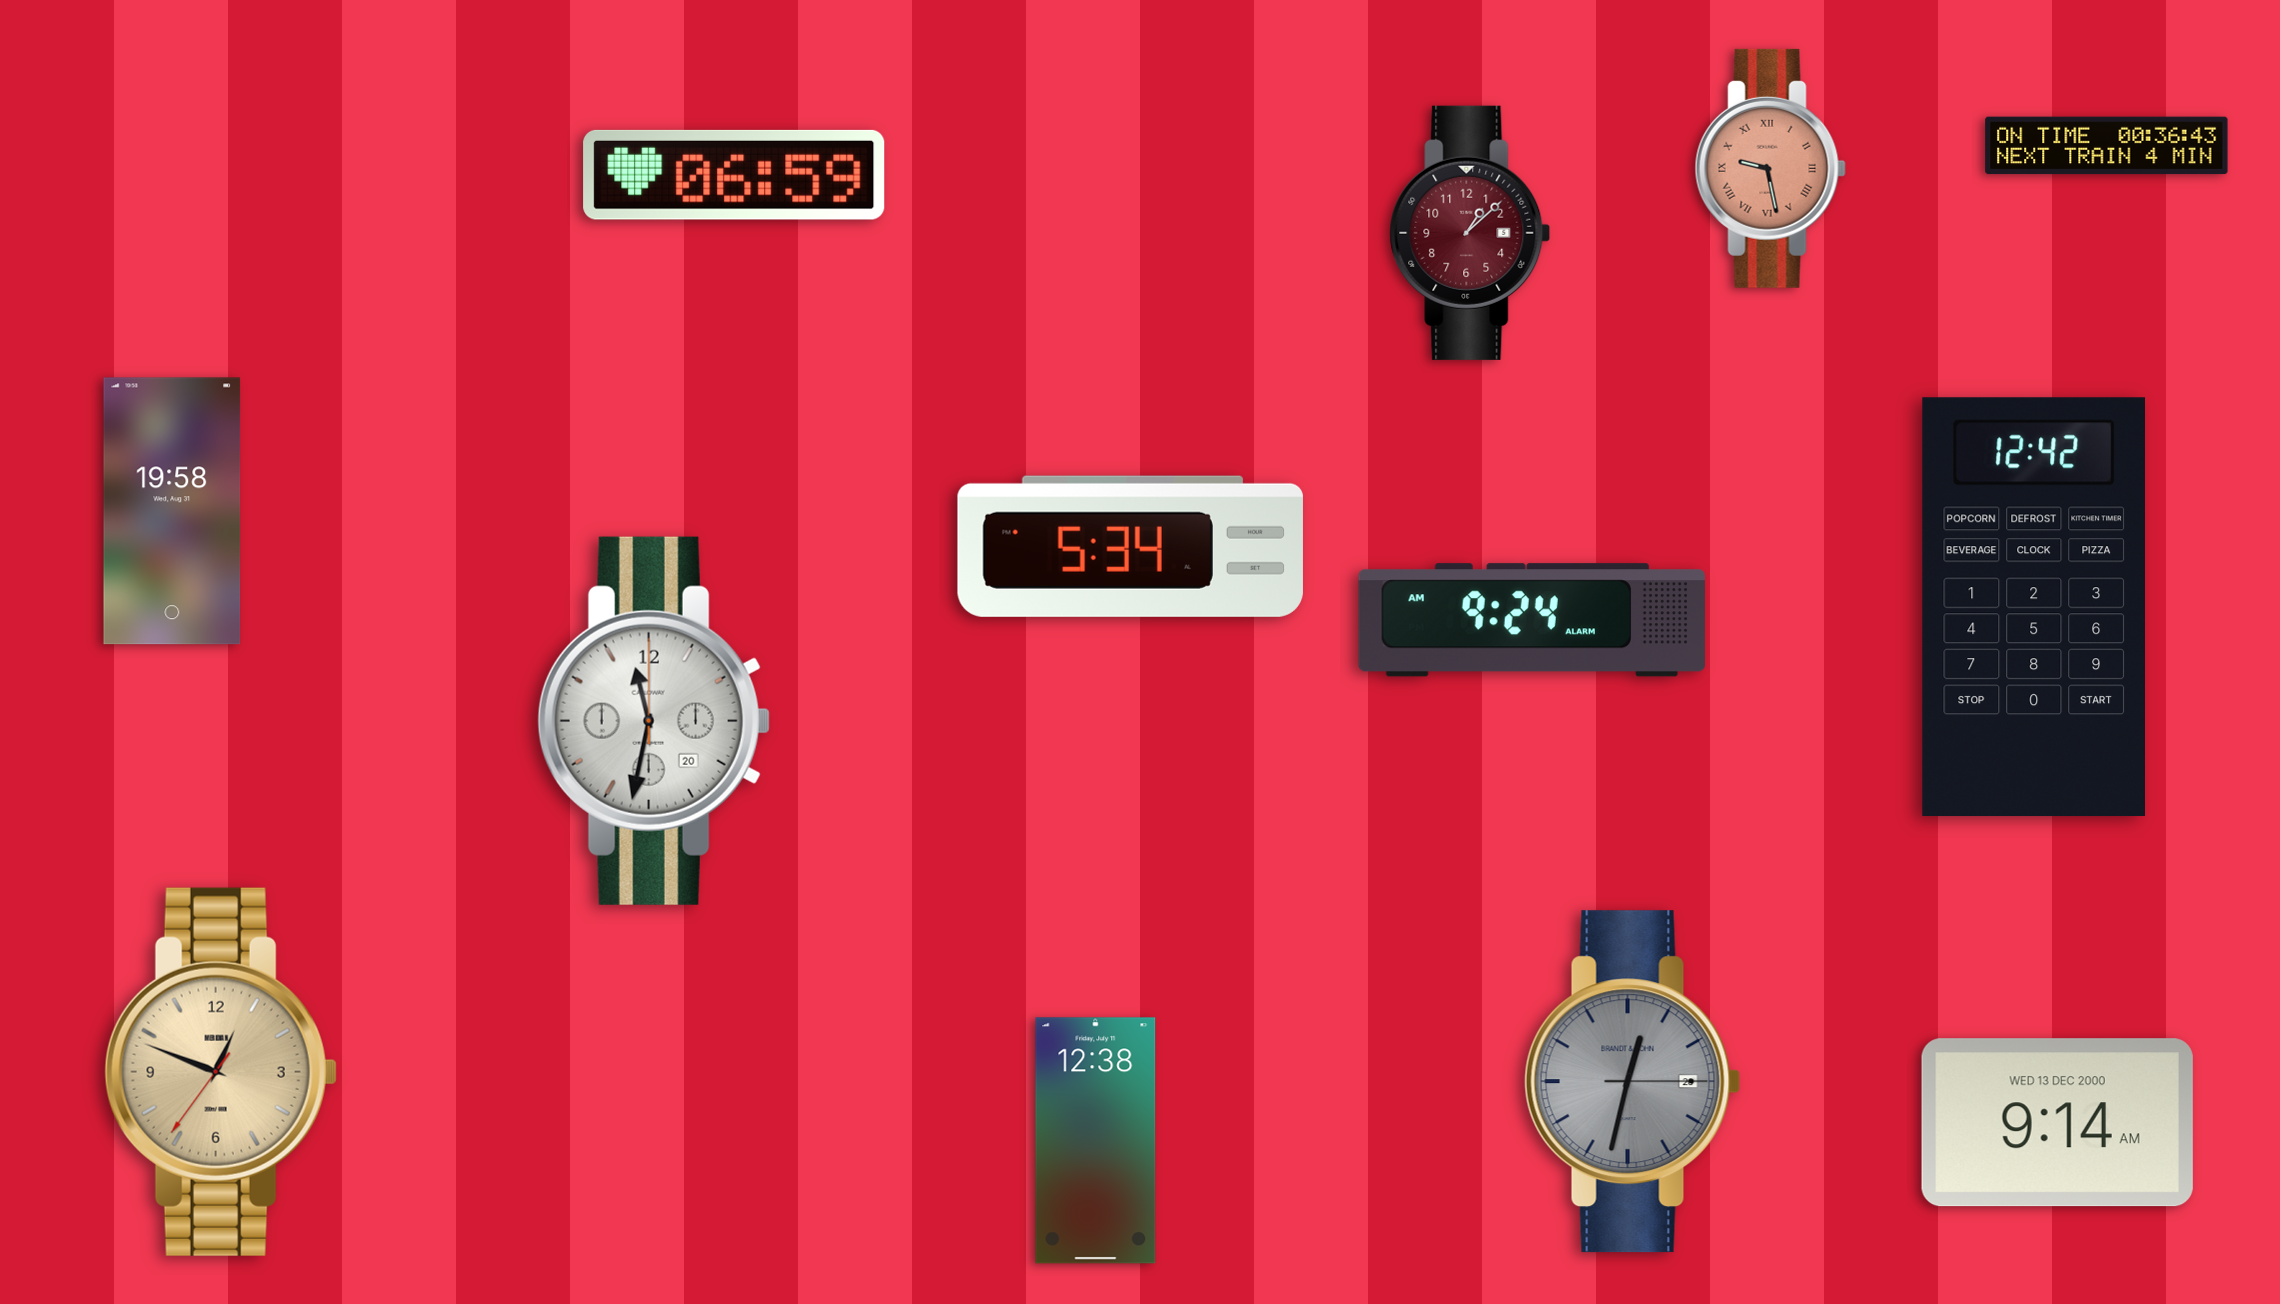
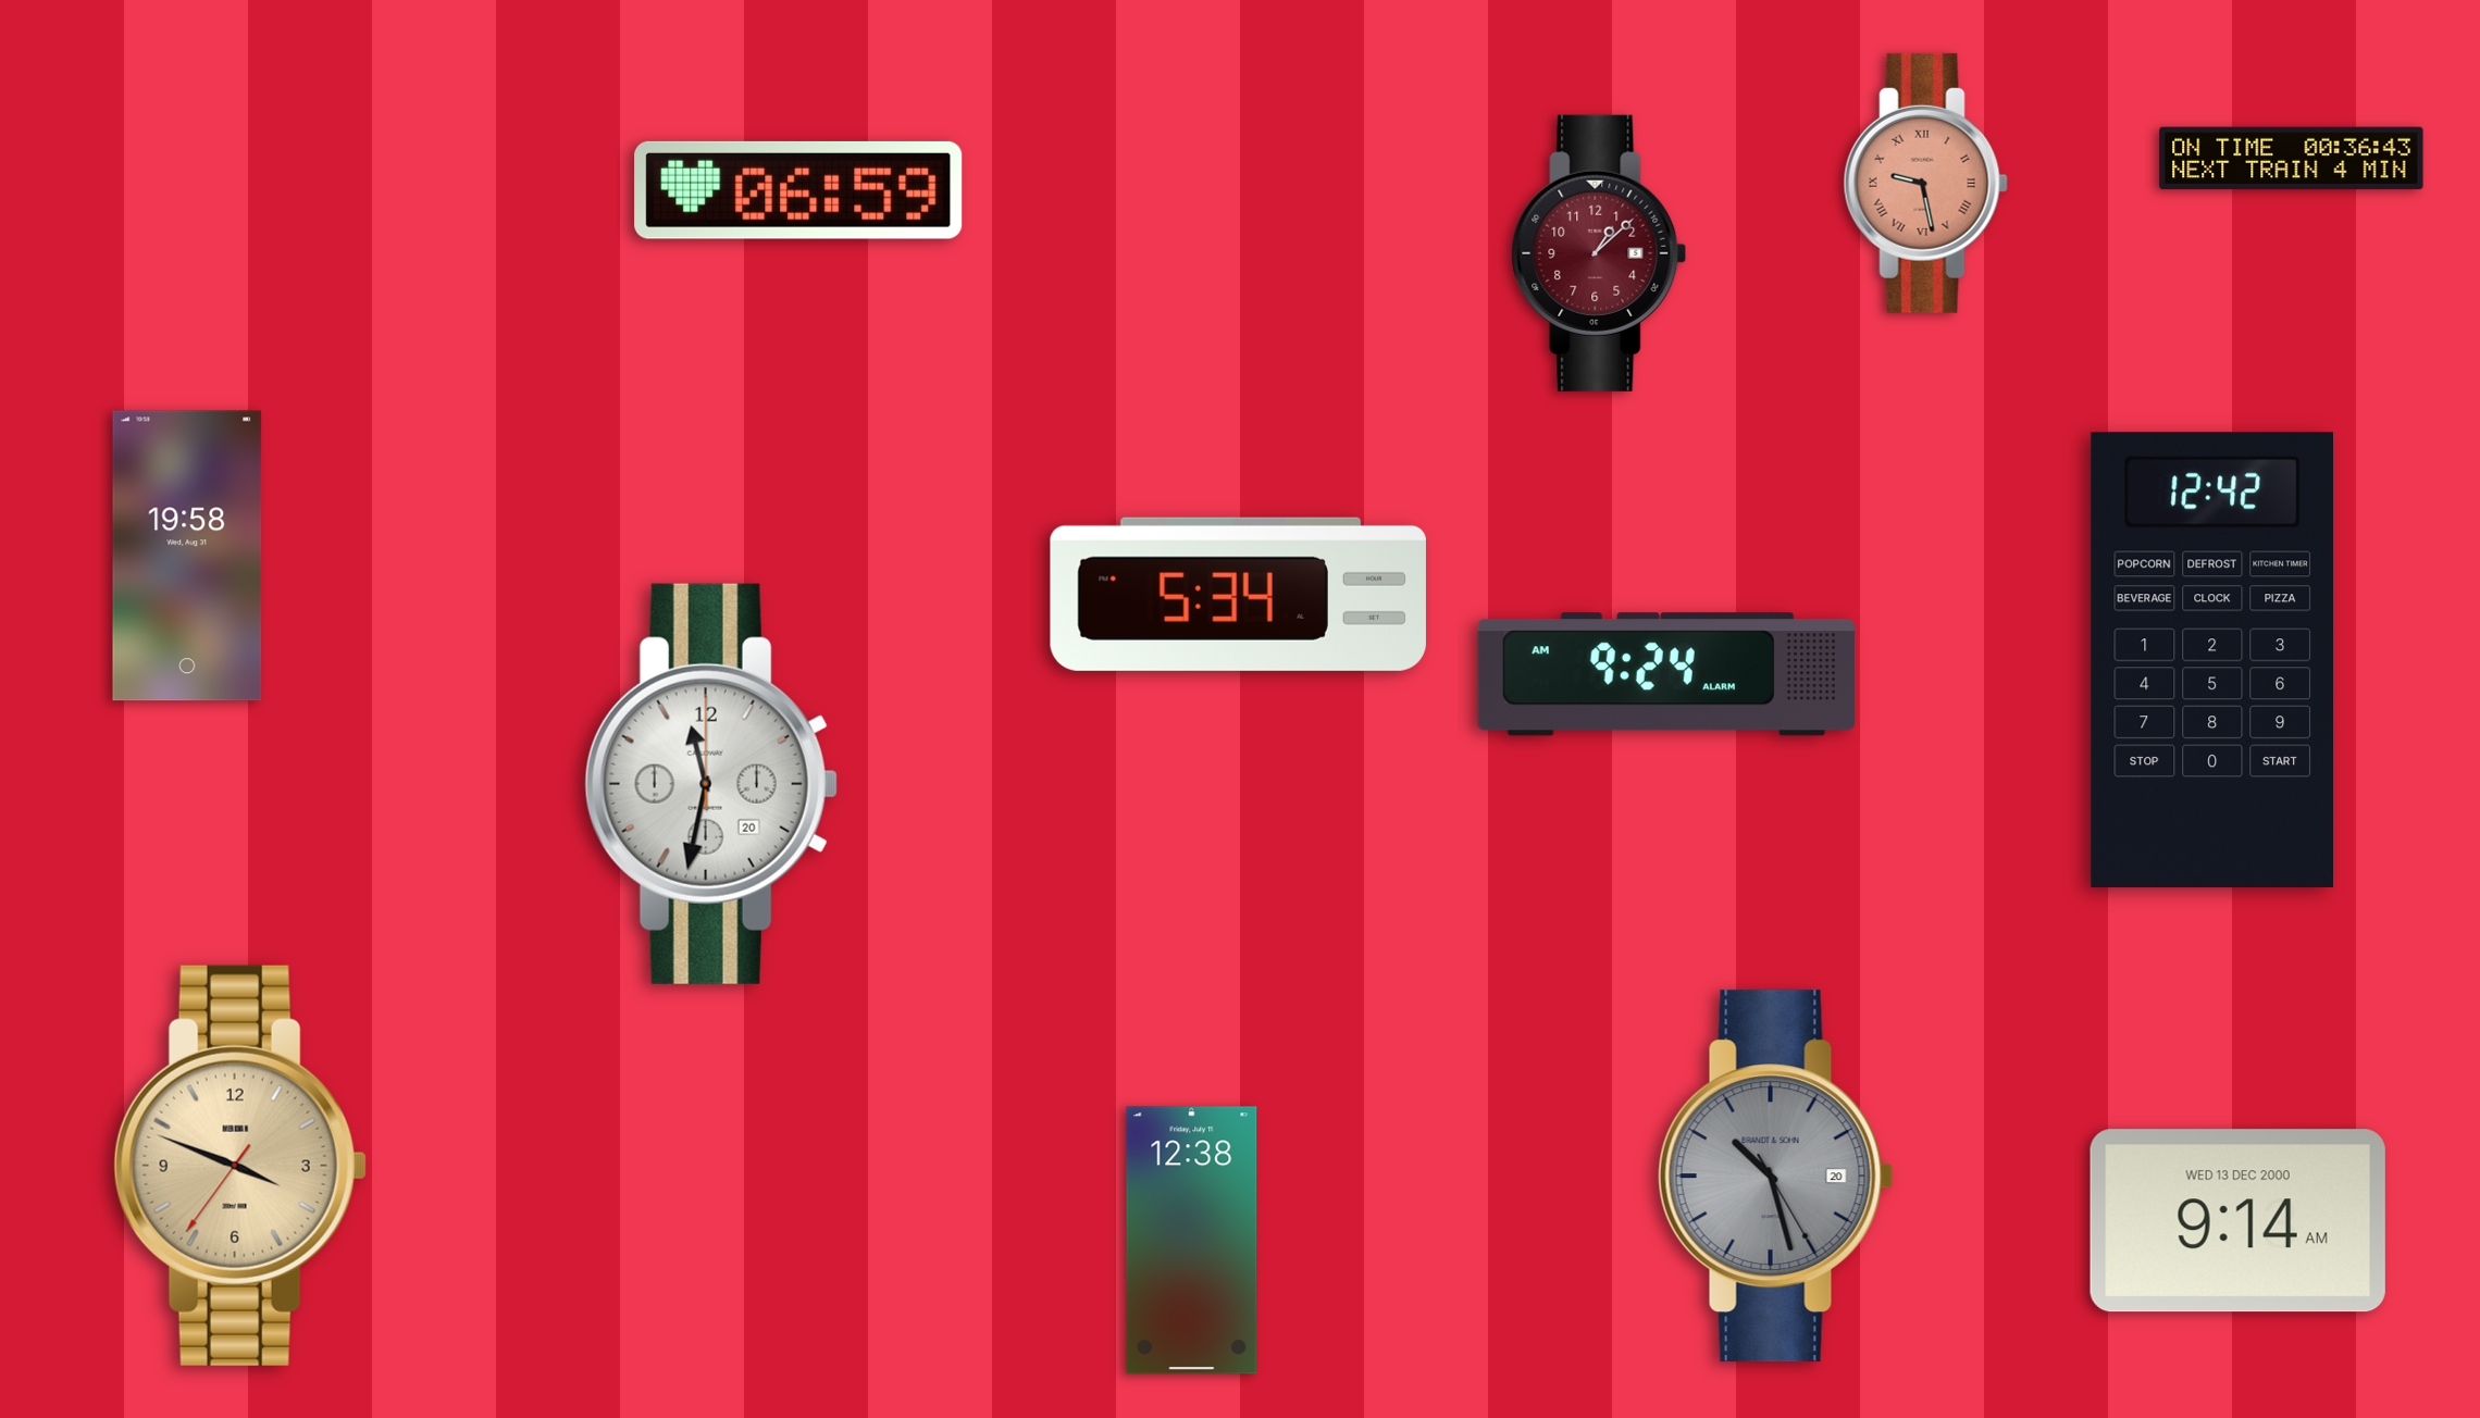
clock at (1130, 546) position: (1130, 546) -> (1238, 594)
clock at (221, 1072): 12:48 -> 3:48
clock at (1633, 1082): 12:32 -> 10:27
